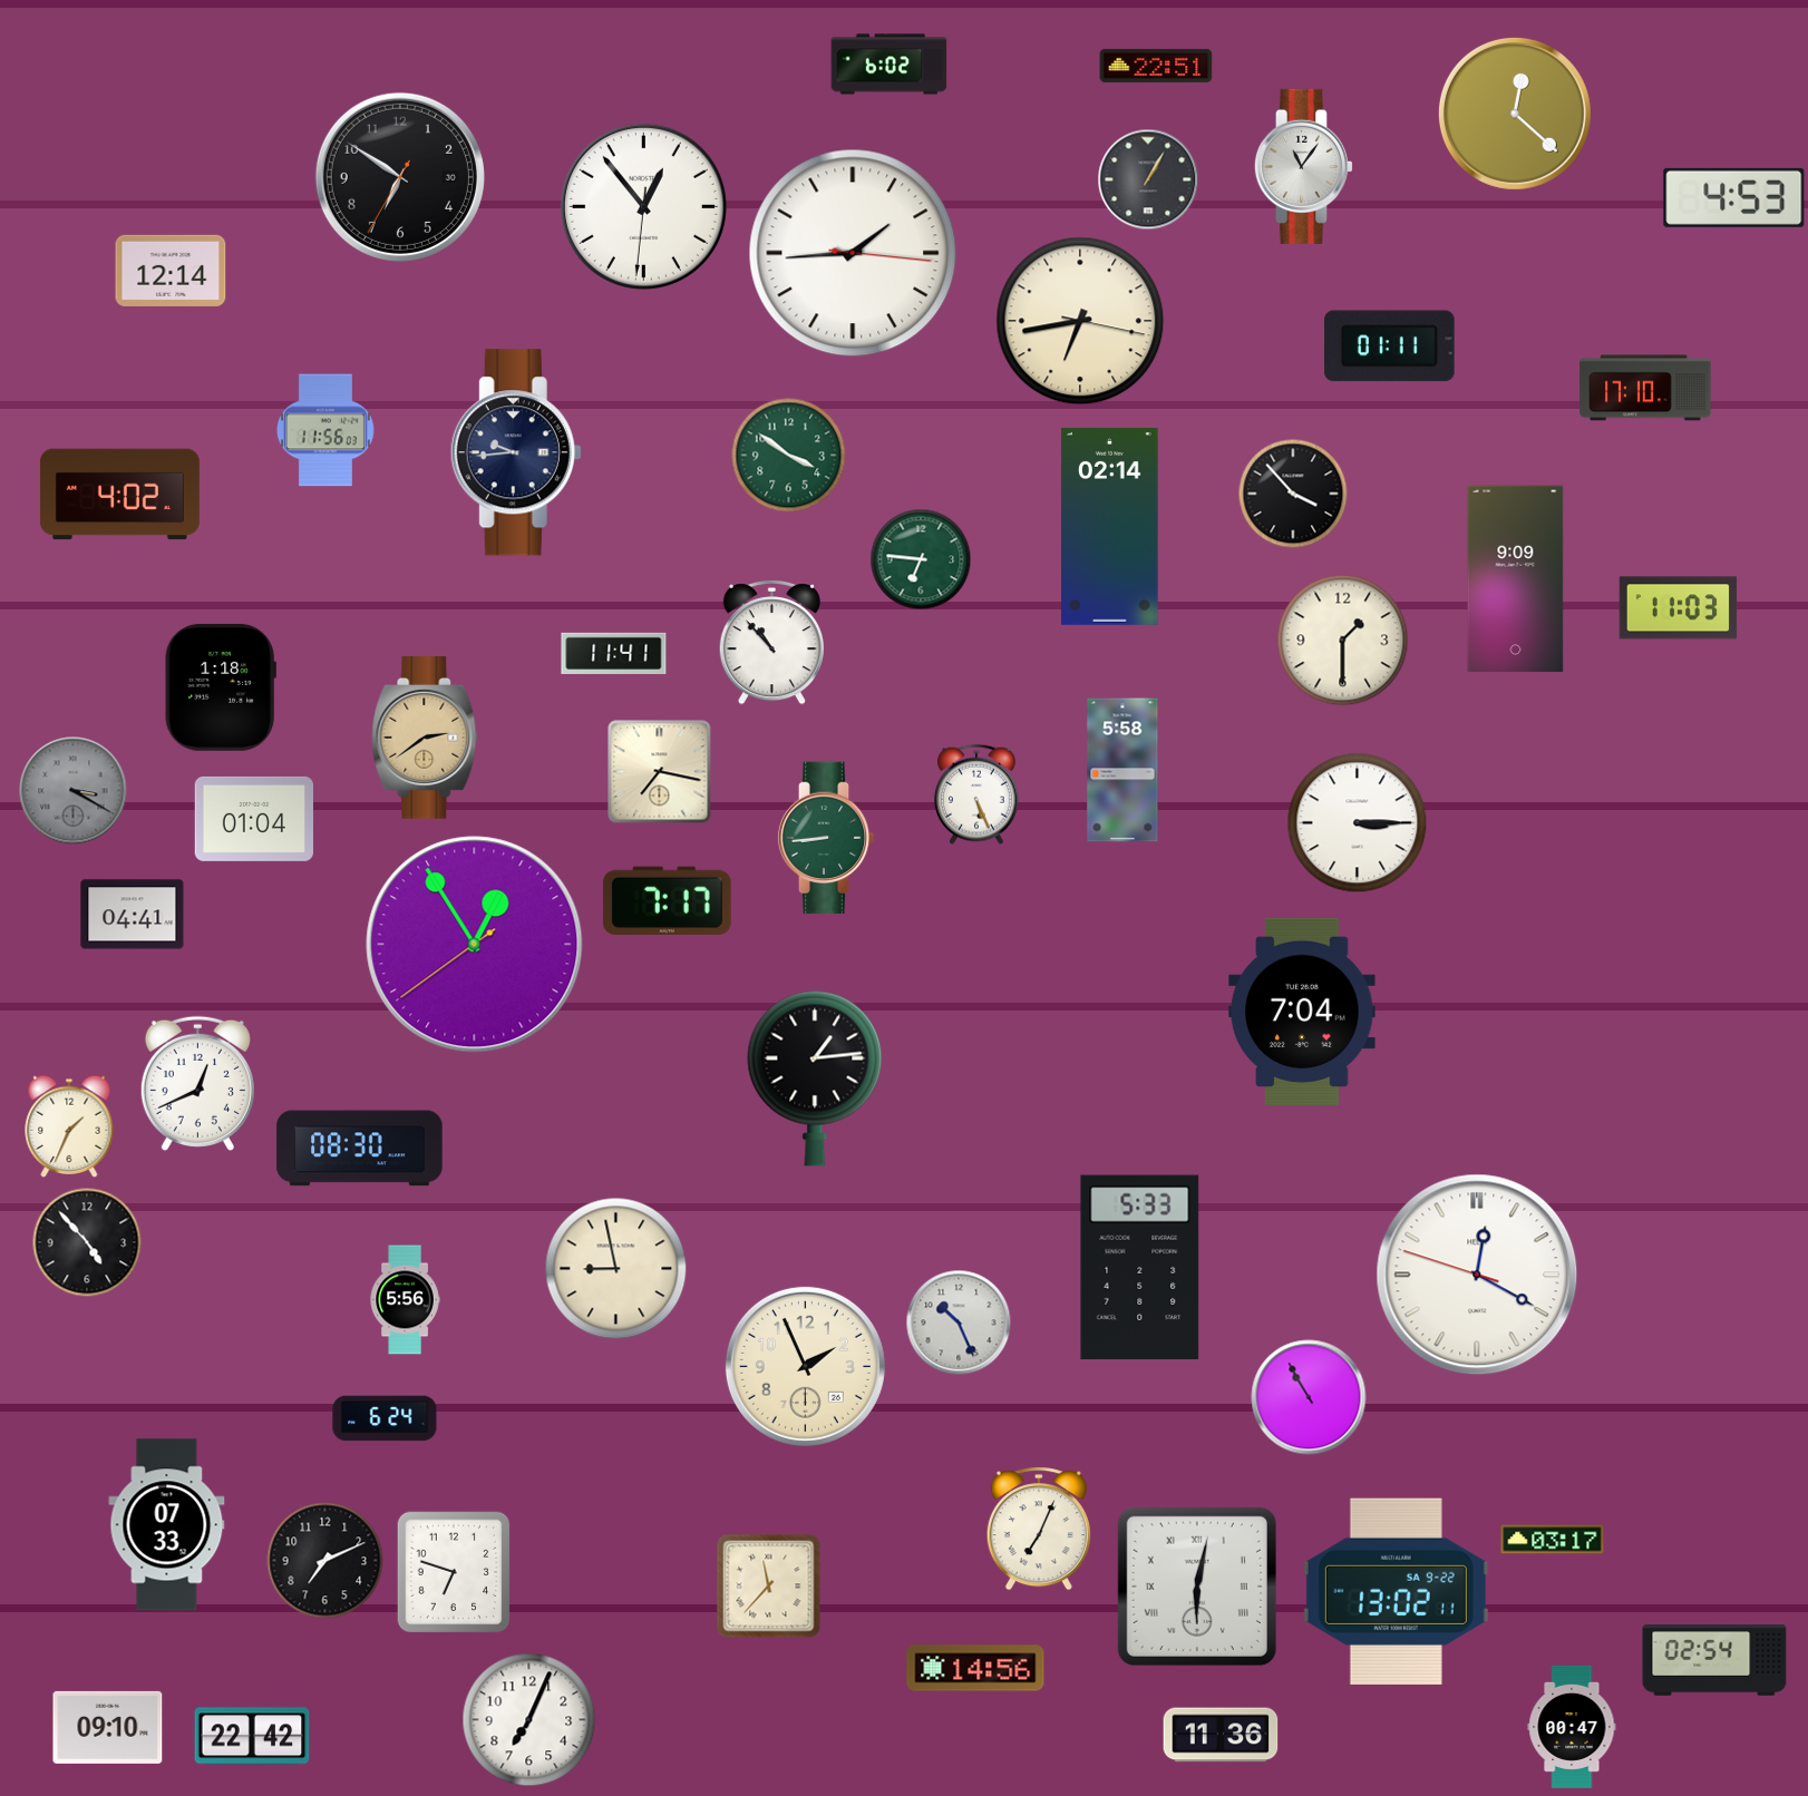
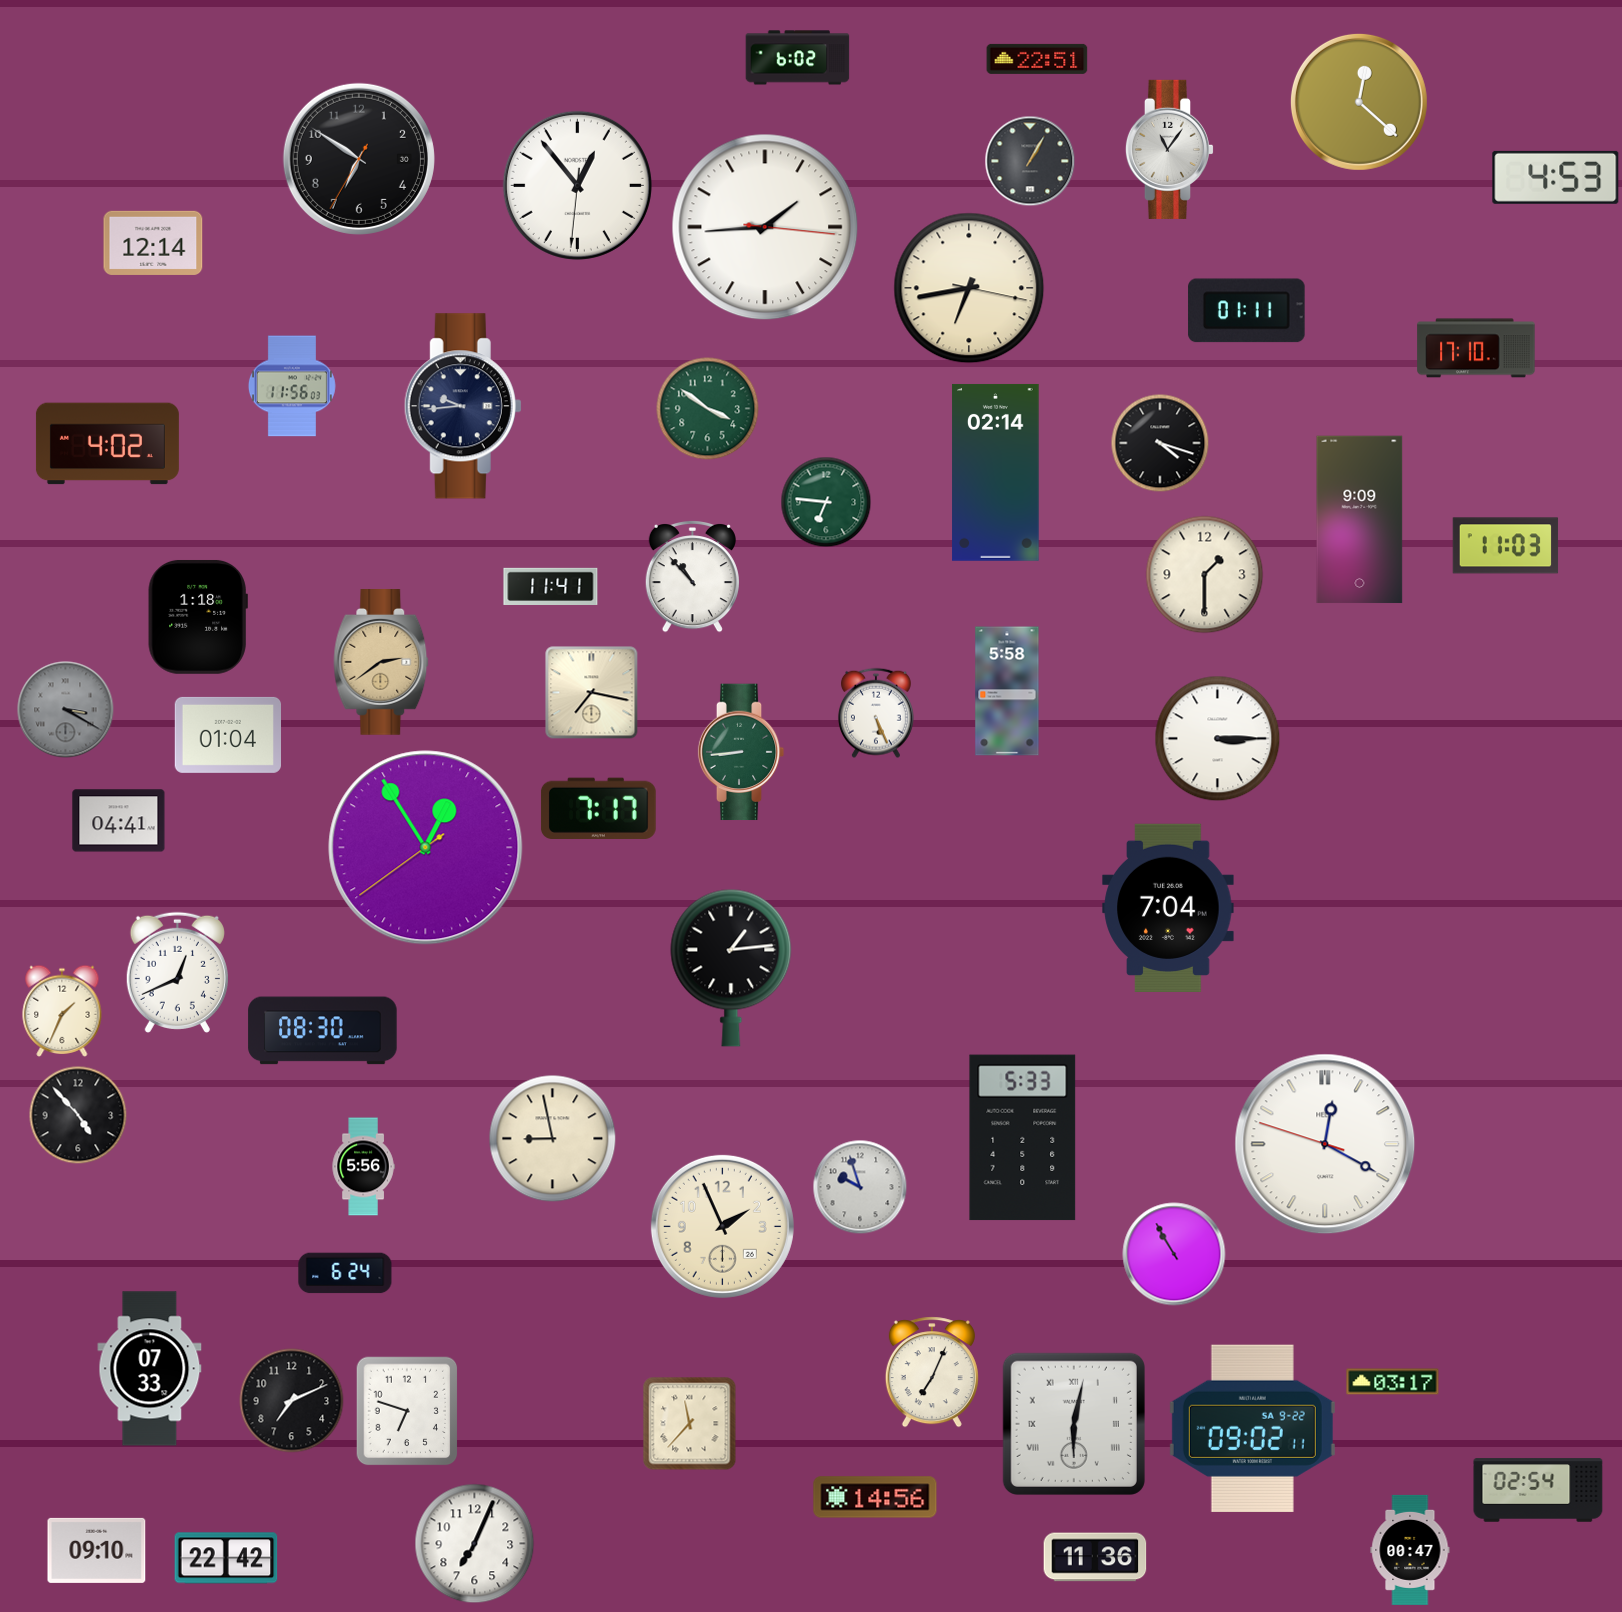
clock at (1293, 494): 3:53 -> 4:18
clock at (959, 1322): 10:26 -> 9:57
clock at (1396, 1591): 13:02 -> 09:02
